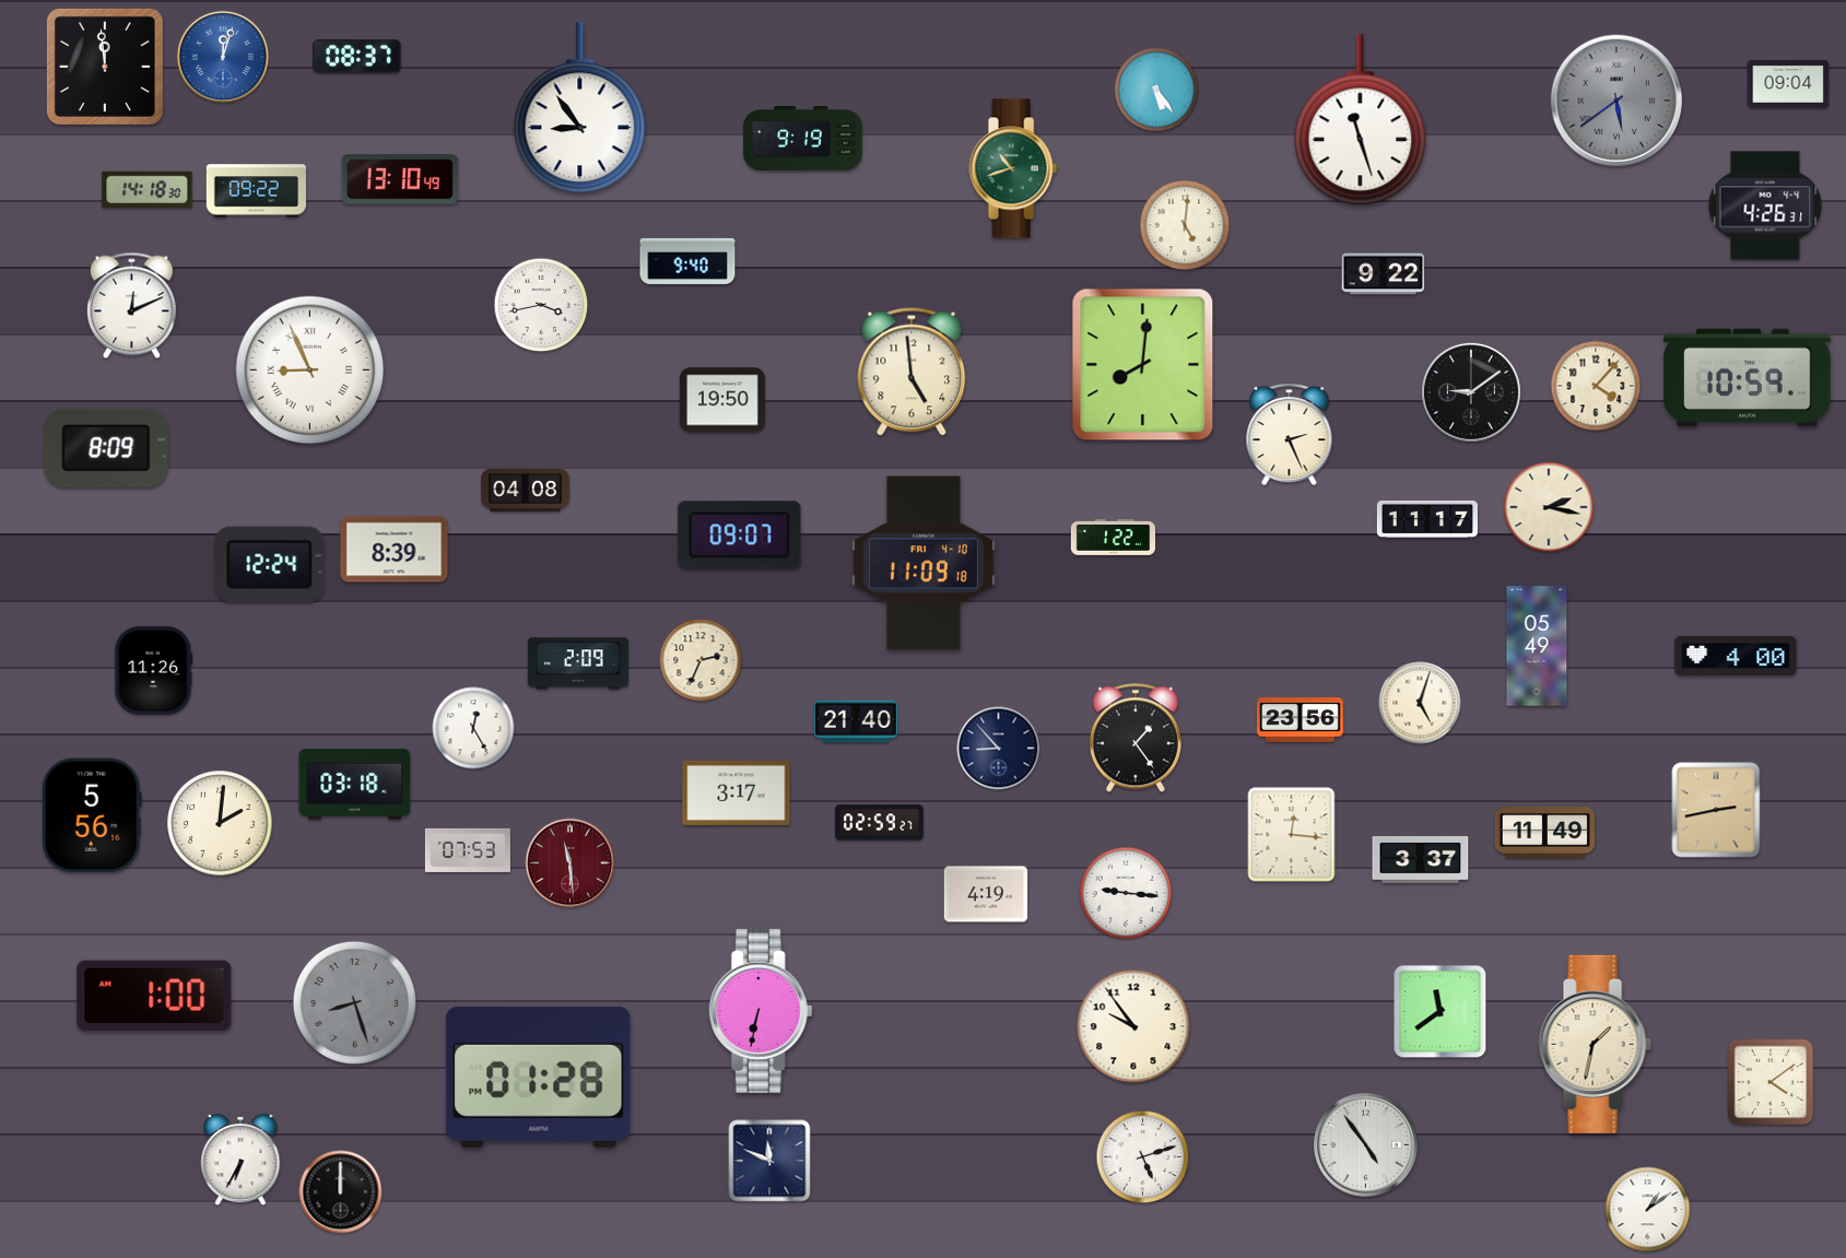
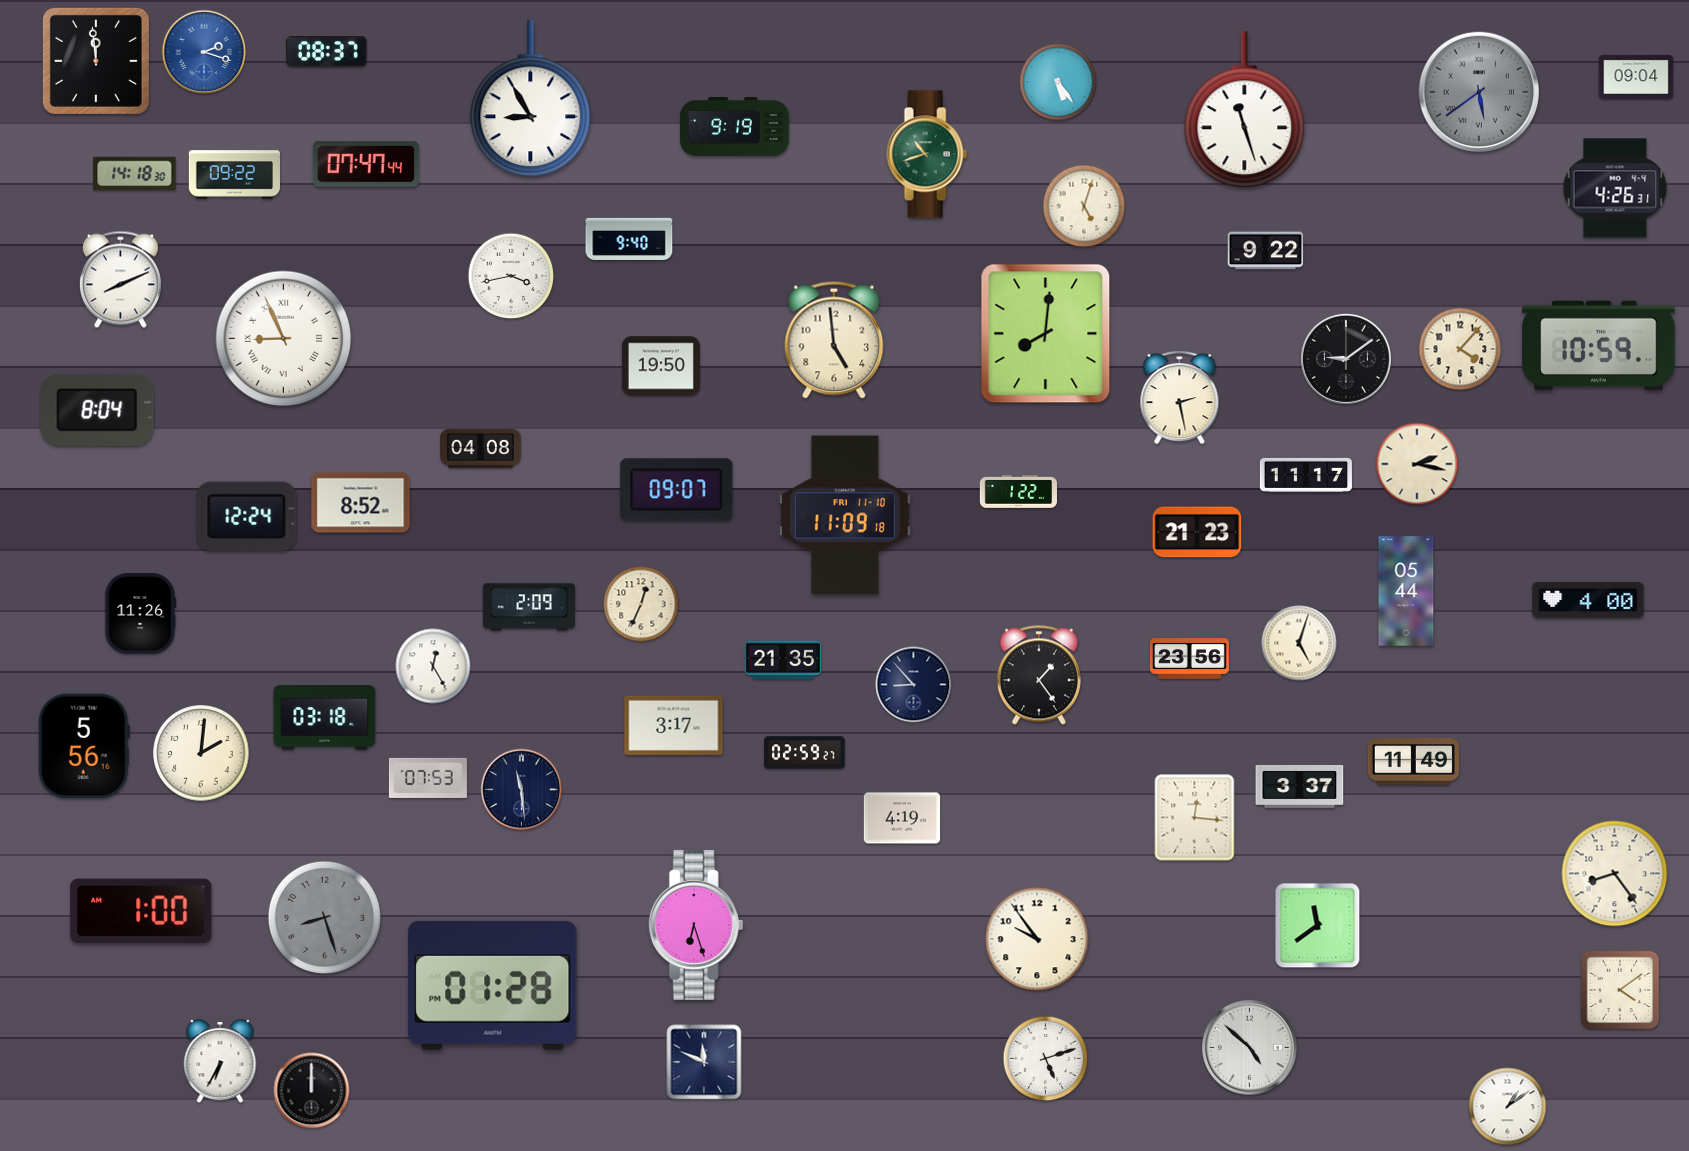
clock at (223, 57): 12:03 -> 2:18
clock at (580, 108): 8:54 -> 8:55
clock at (400, 179): 13:10 -> 07:47
clock at (1185, 225): 5:01 -> 5:03
clock at (541, 305) position: (541, 305) -> (511, 276)
clock at (131, 306): 12:11 -> 8:11
clock at (1596, 386) position: (1596, 386) -> (1460, 349)
clock at (1290, 434): 2:26 -> 2:28
clock at (106, 448): 8:09 -> 8:04
clock at (395, 550): 8:39 -> 8:52
clock at (924, 563) date: FRI 4-10 -> FRI 11-10
clock at (1197, 532): none -> 21:23
clock at (1537, 646): 05:49 -> 05:44
clock at (701, 660): 2:34 -> 12:34
clock at (856, 721): 21:40 -> 21:35
clock at (1716, 810): 2:43 -> none
clock at (1292, 835) position: (1292, 835) -> (1195, 818)
clock at (571, 863) dial: burgundy -> navy
clock at (1126, 893): 9:16 -> none
clock at (1615, 874): none -> 8:24
clock at (761, 1011): 6:32 -> 6:27
clock at (1595, 1044): 1:32 -> none
clock at (1366, 1145): 4:54 -> 4:52
